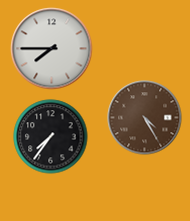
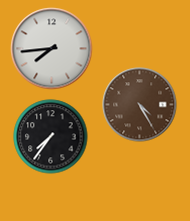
clock at (52, 49): 7:45 -> 7:44
clock at (145, 118) position: (145, 118) -> (140, 105)
